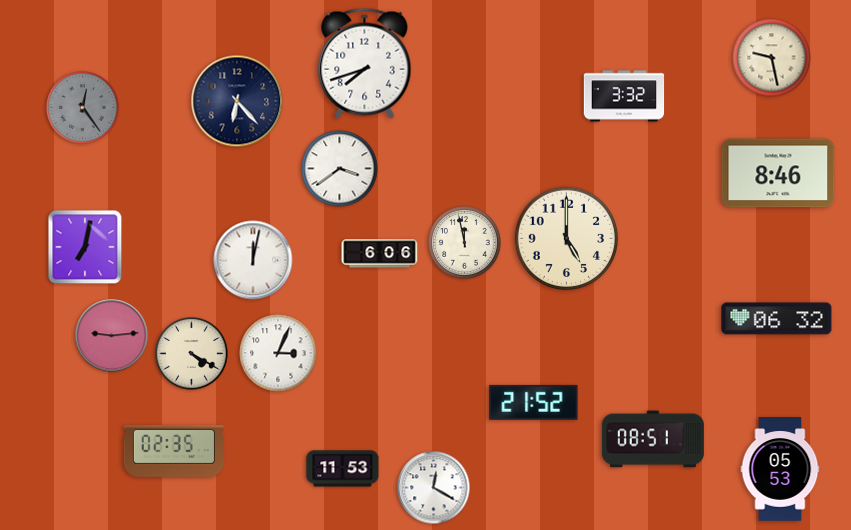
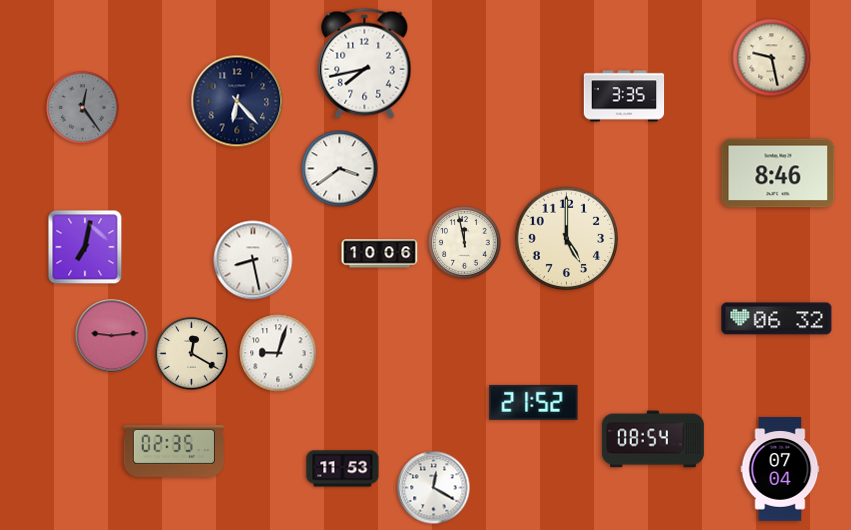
clock at (365, 63): 7:42 -> 7:43
clock at (624, 96): 3:32 -> 3:35
clock at (380, 254): 6:06 -> 10:06
clock at (253, 260): 12:02 -> 8:28
clock at (278, 353): 3:04 -> 9:03
clock at (192, 354): 4:20 -> 12:20
clock at (653, 439): 08:51 -> 08:54
clock at (780, 469): 05:53 -> 07:04
